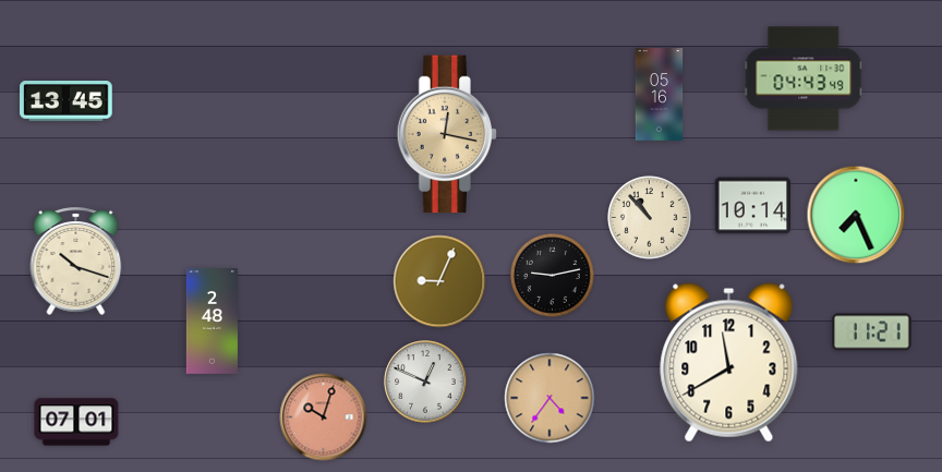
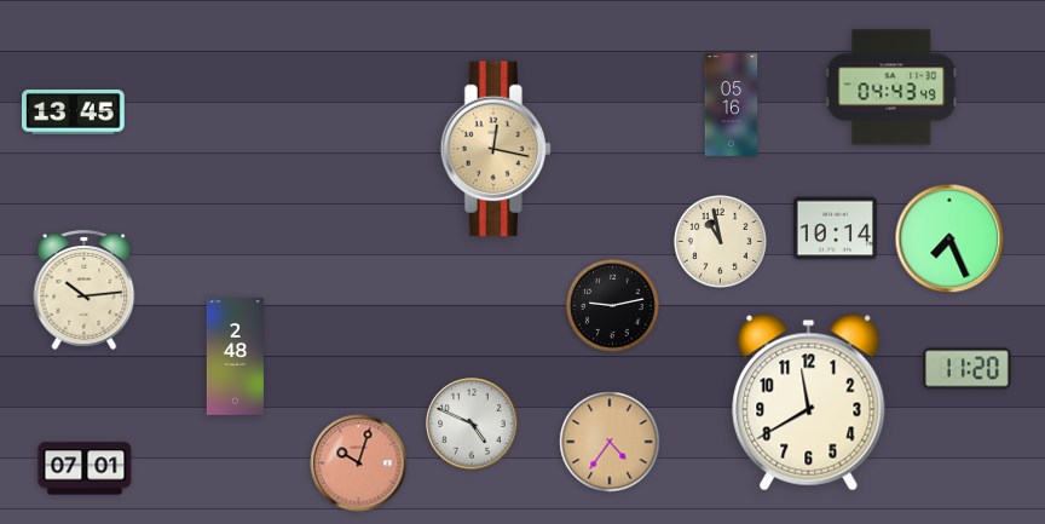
clock at (650, 218): 10:53 -> 10:58
clock at (76, 261): 10:18 -> 10:14
clock at (439, 281): 9:04 -> none
clock at (872, 332): 11:21 -> 11:20
clock at (425, 382): 12:49 -> 4:49
